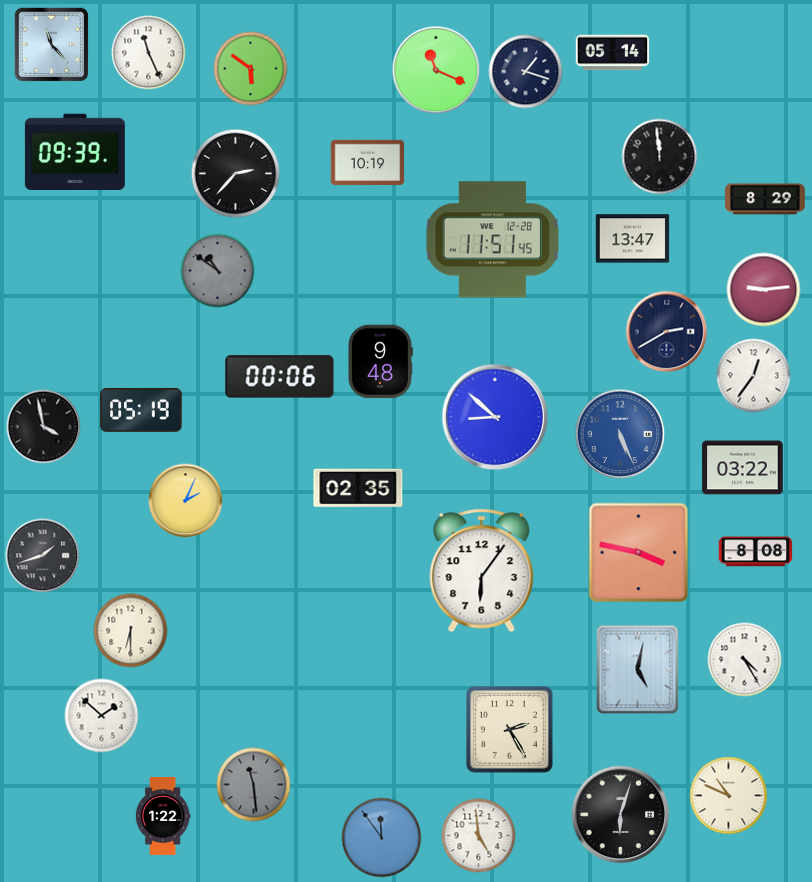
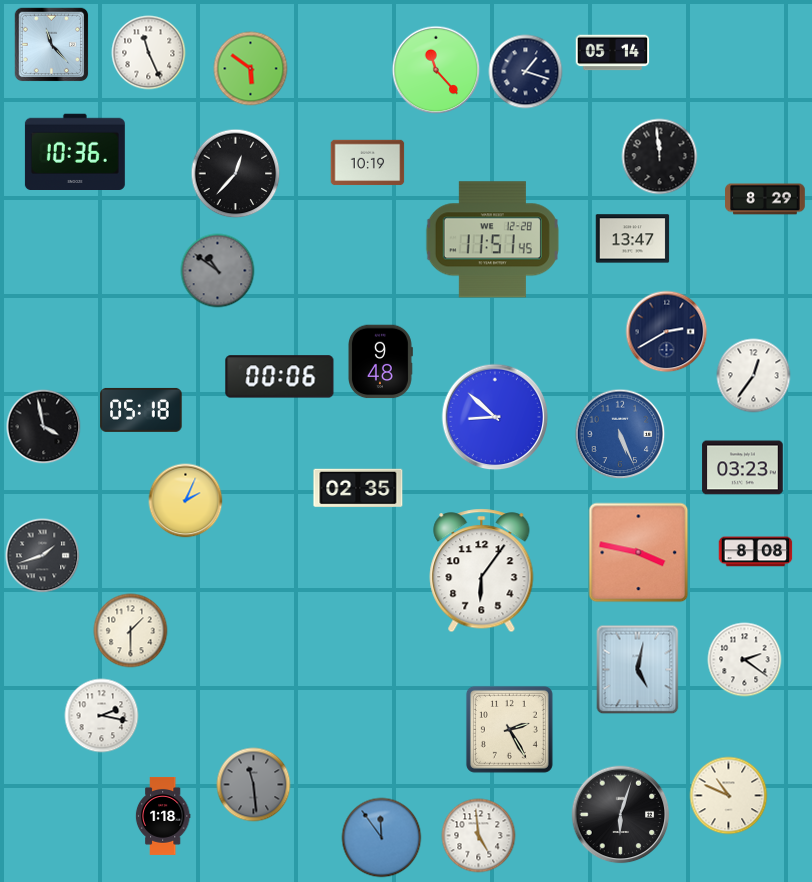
clock at (436, 70): 11:19 -> 11:23
clock at (75, 151): 09:39 -> 10:36
clock at (236, 174): 2:37 -> 12:37
clock at (764, 290): 9:14 -> none
clock at (141, 410): 05:19 -> 05:18
clock at (743, 468): 03:22 -> 03:23
clock at (131, 631): 6:30 -> 1:30
clock at (745, 660): 4:25 -> 2:21
clock at (102, 716): 1:52 -> 2:17
clock at (163, 816): 1:22 -> 1:18
